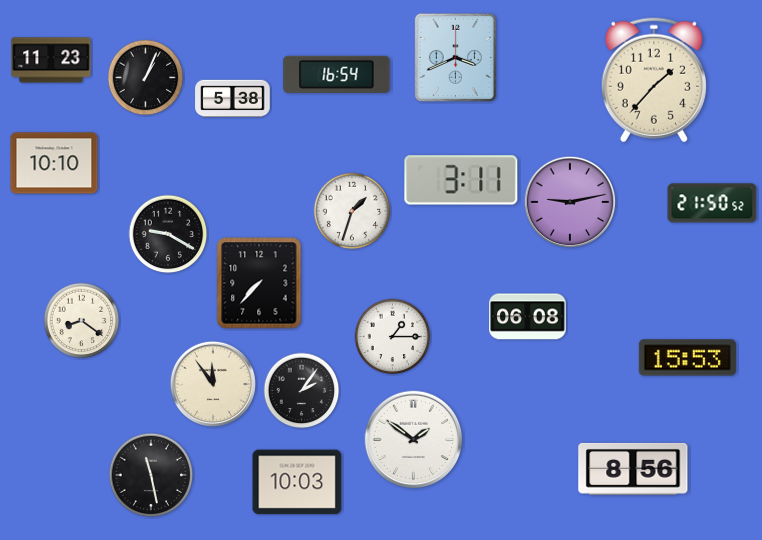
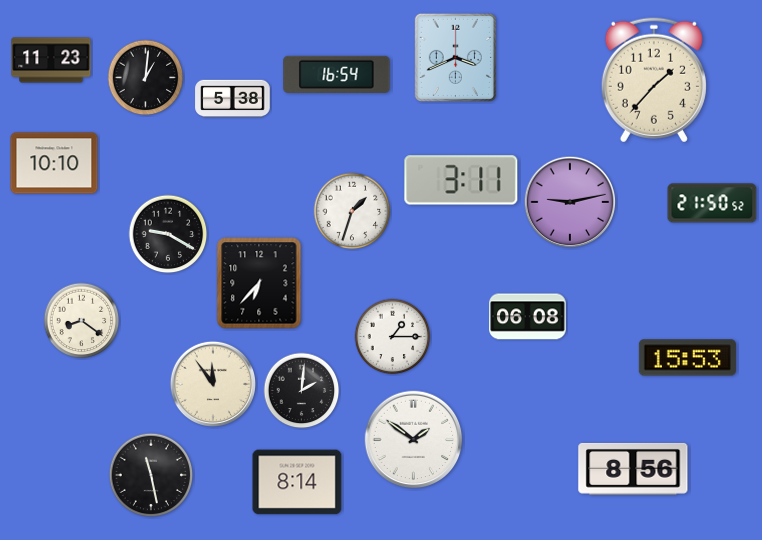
clock at (146, 78): 1:04 -> 1:01
clock at (259, 283): 7:37 -> 6:37
clock at (302, 391): 2:06 -> 2:01
clock at (297, 482): 10:03 -> 8:14
